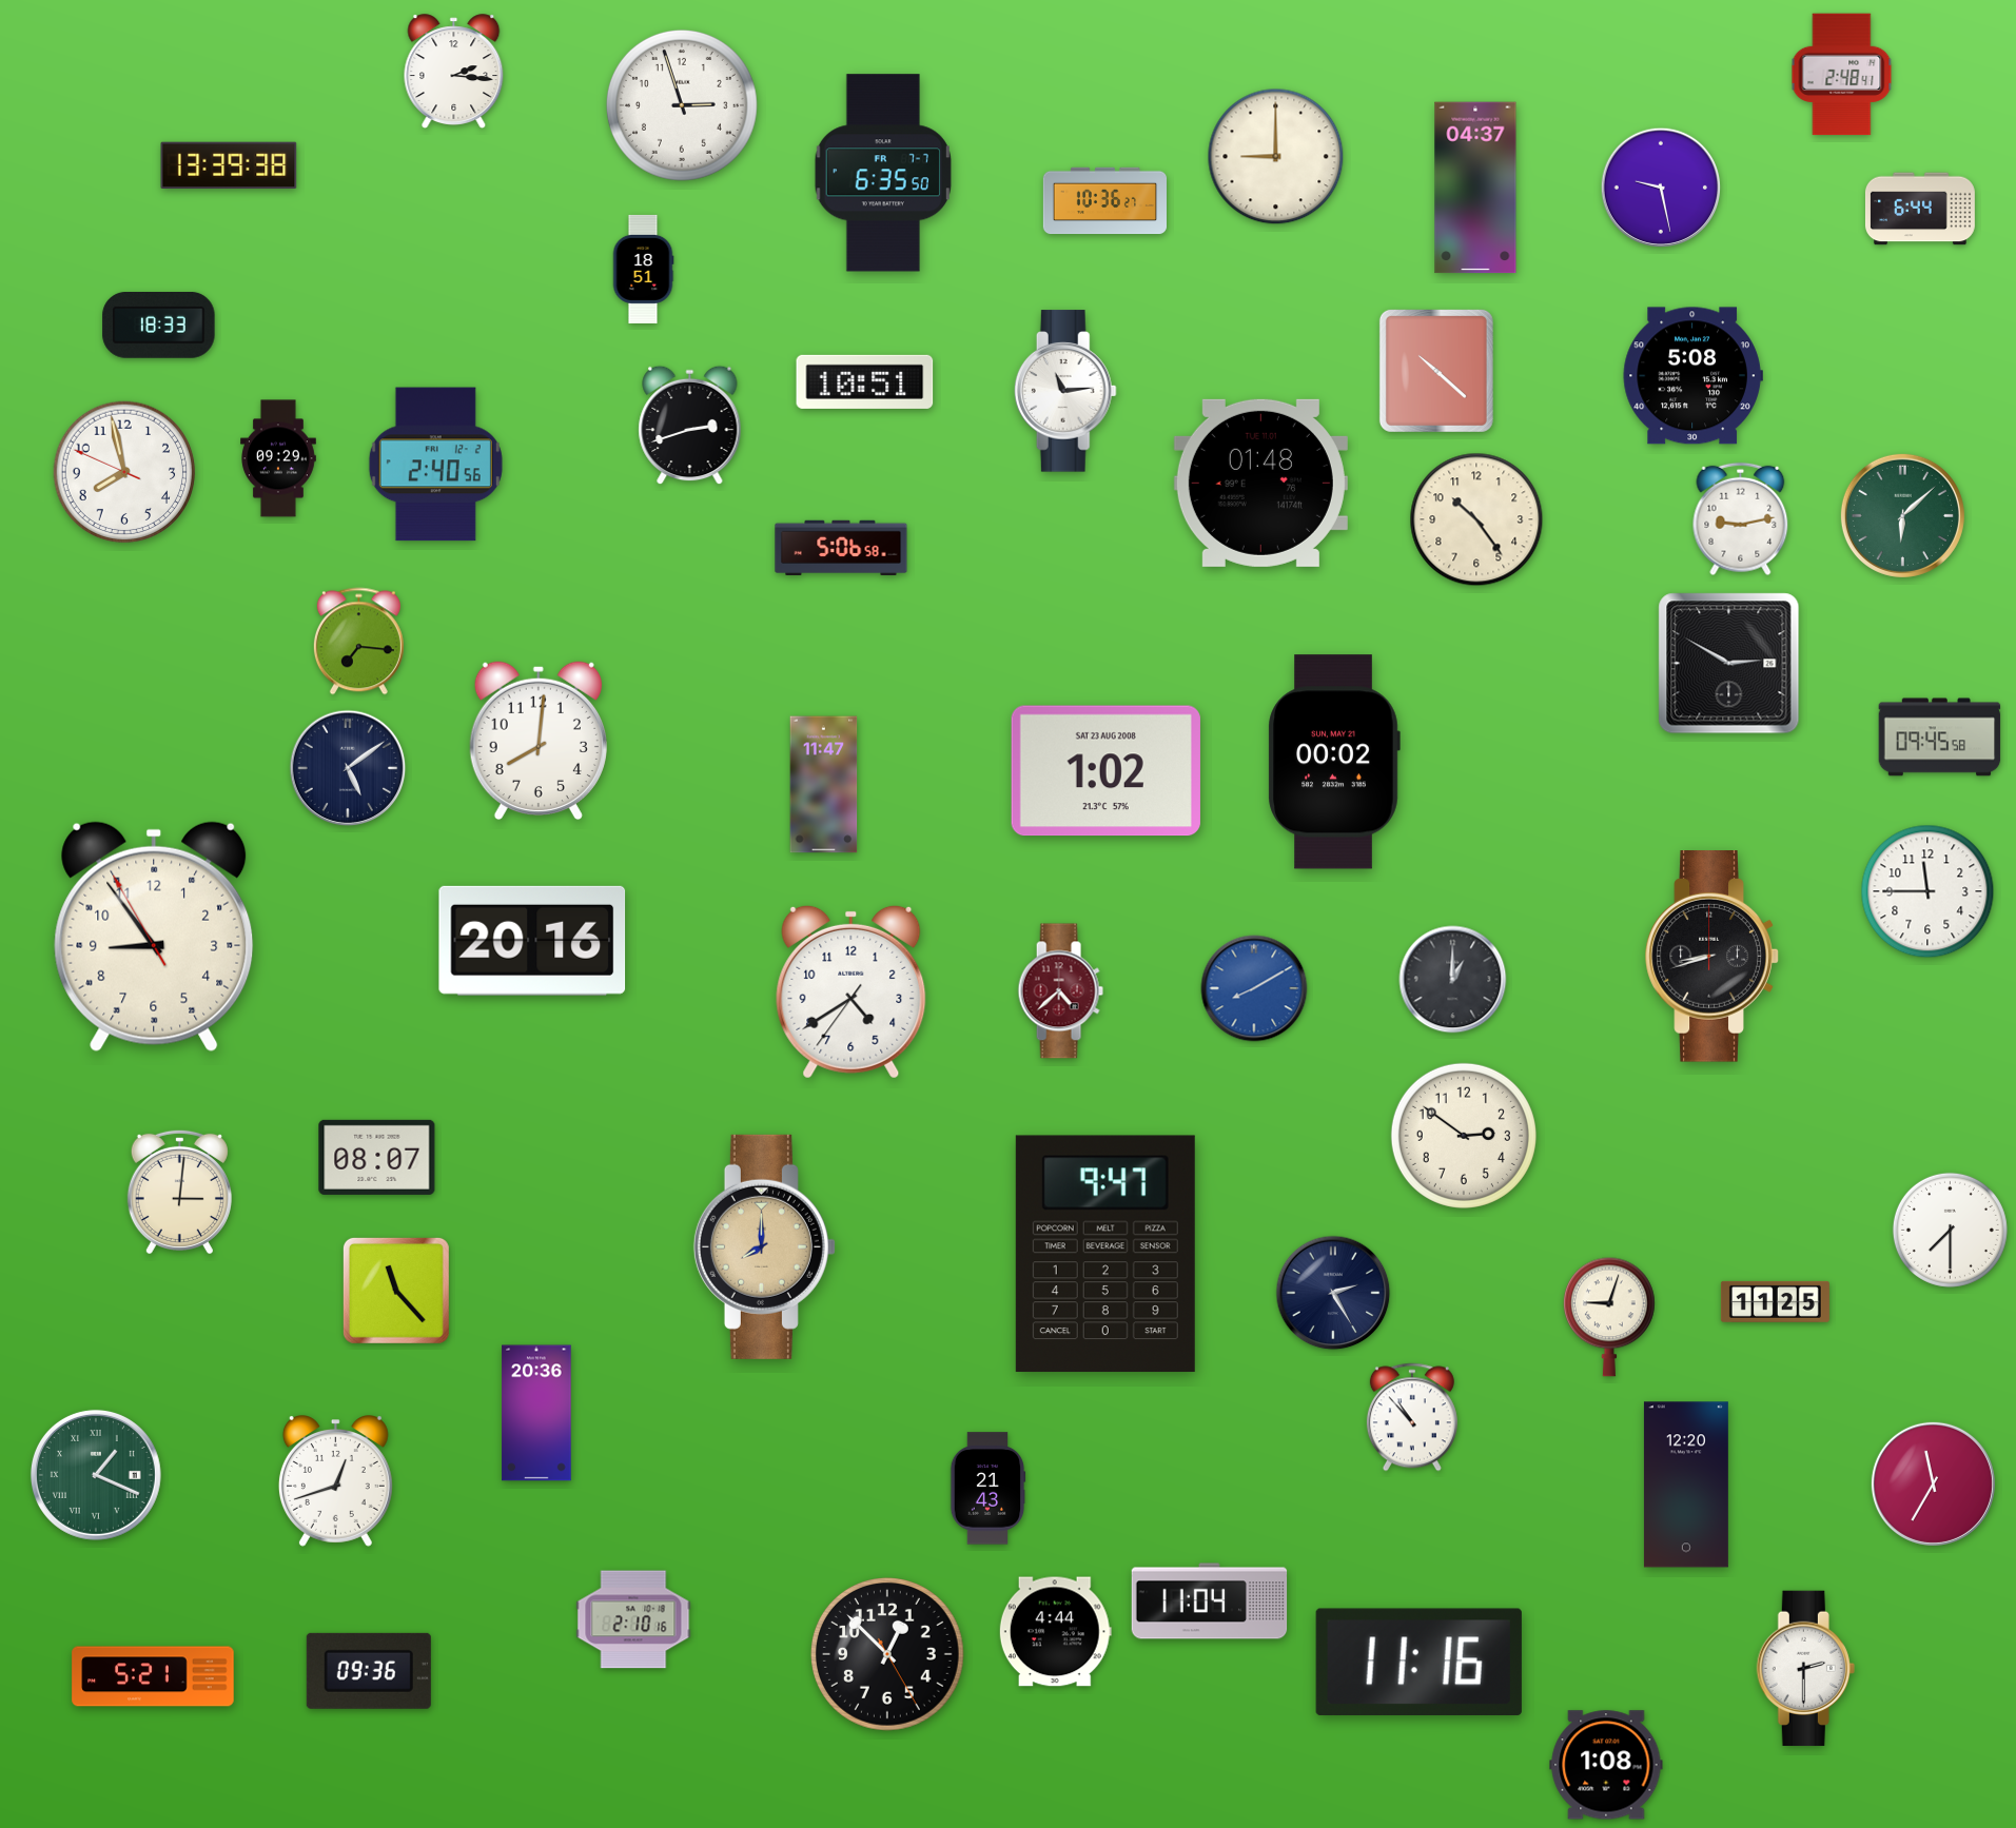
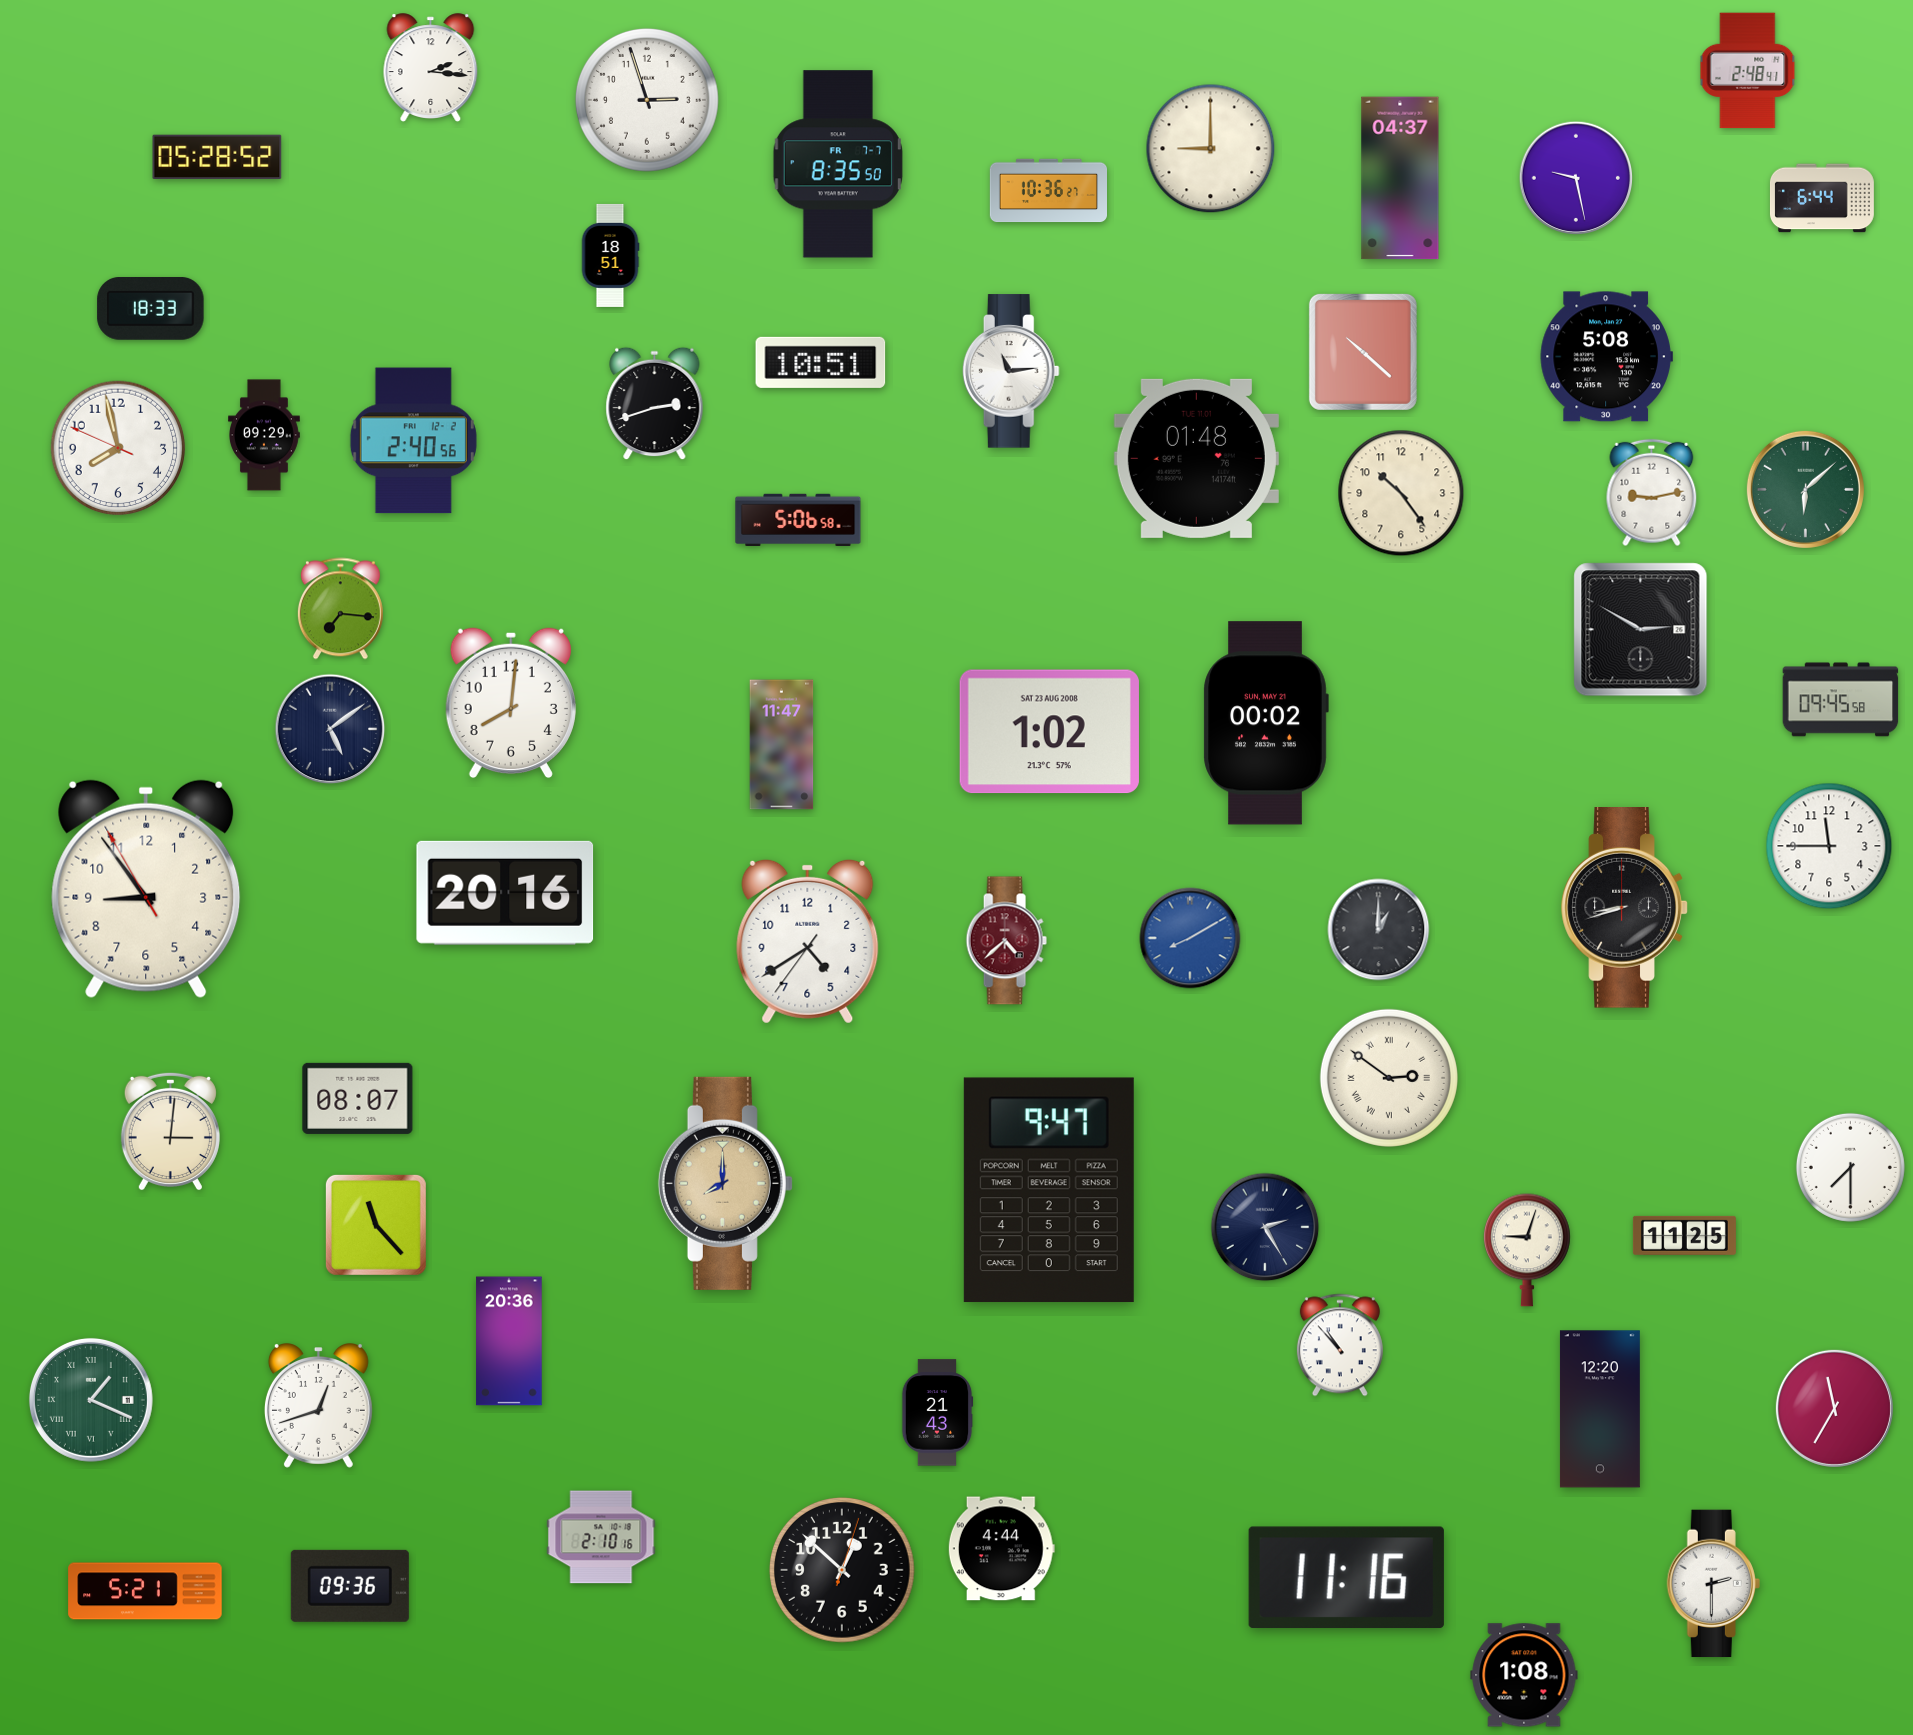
clock at (229, 165): 13:39 -> 05:28
clock at (883, 173): 6:35 -> 8:35
clock at (1464, 1136) numerals: Arabic -> Roman
clock at (1210, 1601): 11:04 -> none
clock at (888, 1655): 12:52:25 -> 12:52:03
